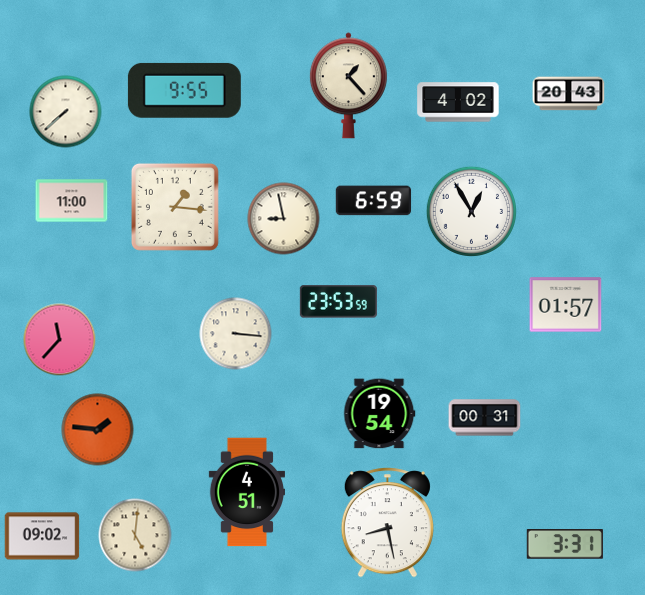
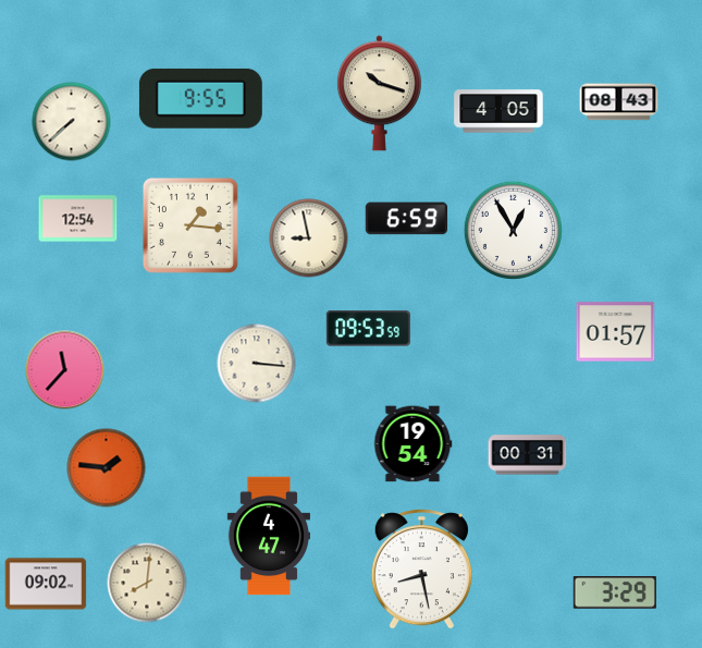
clock at (348, 86): 1:23 -> 10:18
clock at (569, 94): 20:43 -> 08:43
clock at (458, 102): 4:02 -> 4:05
clock at (72, 201): 11:00 -> 12:54
clock at (338, 302): 23:53 -> 09:53
clock at (379, 414) position: (379, 414) -> (412, 444)
clock at (246, 492): 4:51 -> 4:47
clock at (135, 535): 5:01 -> 8:01
clock at (565, 545): 3:31 -> 3:29
